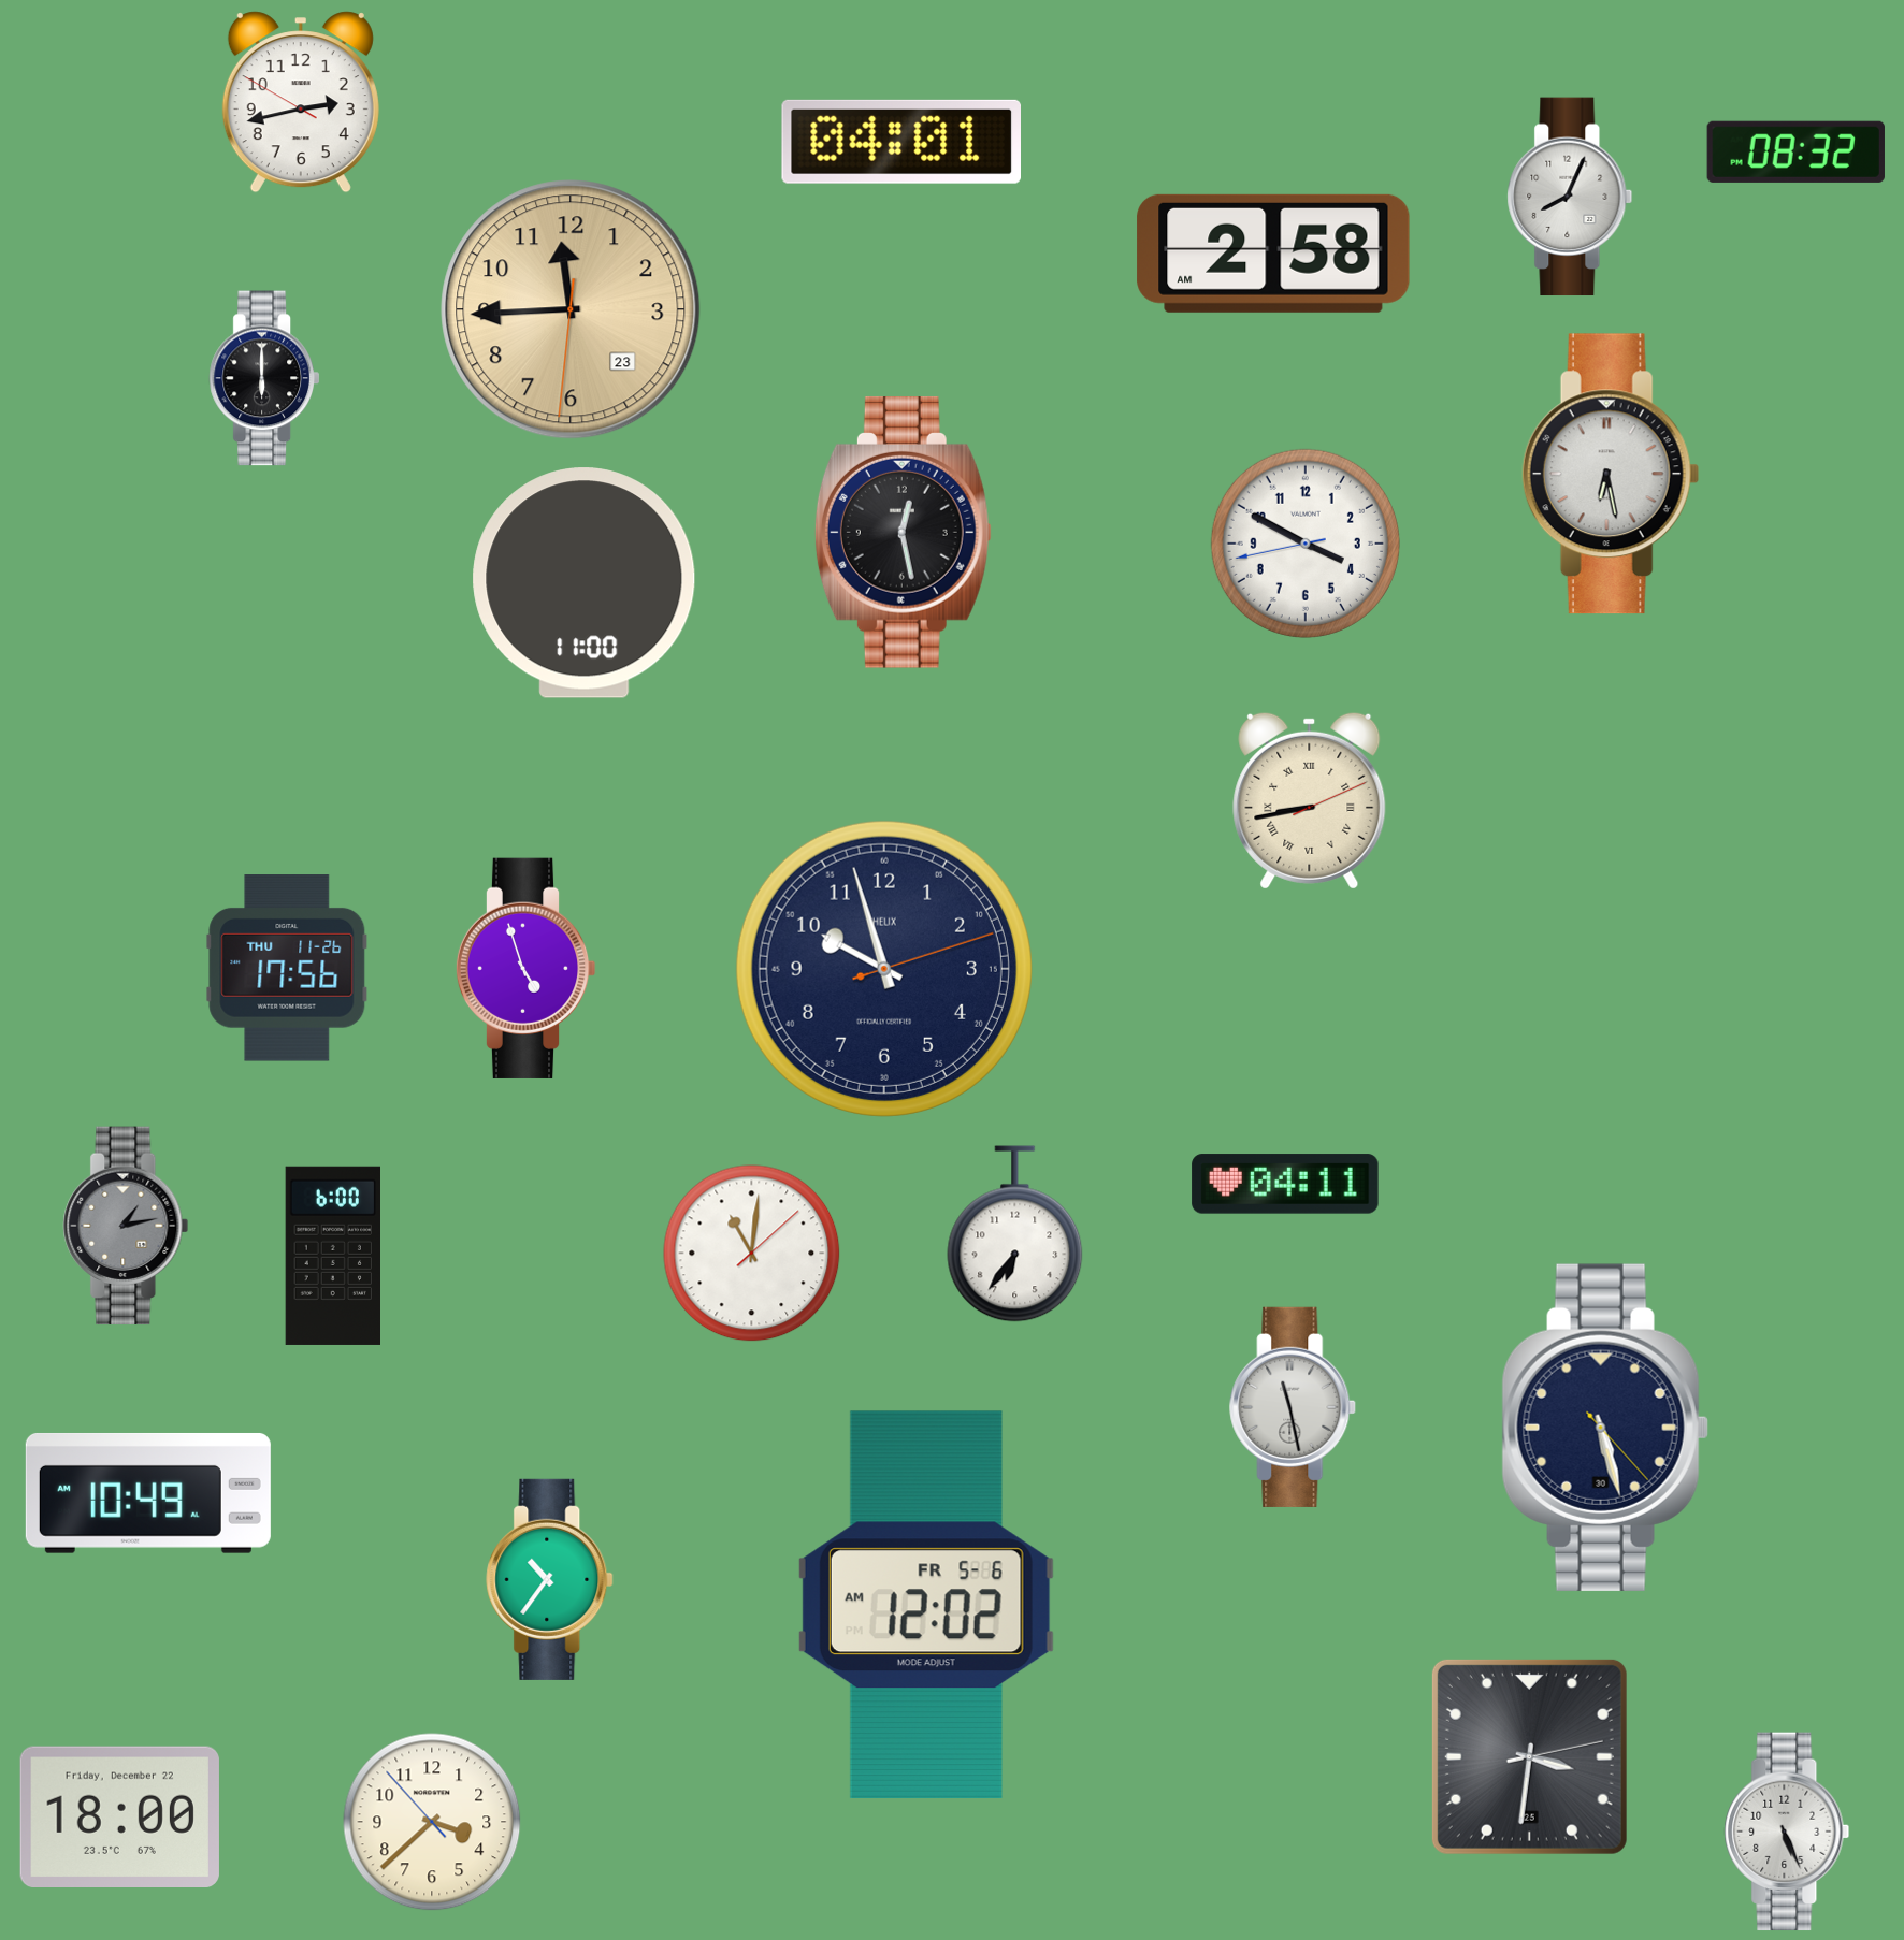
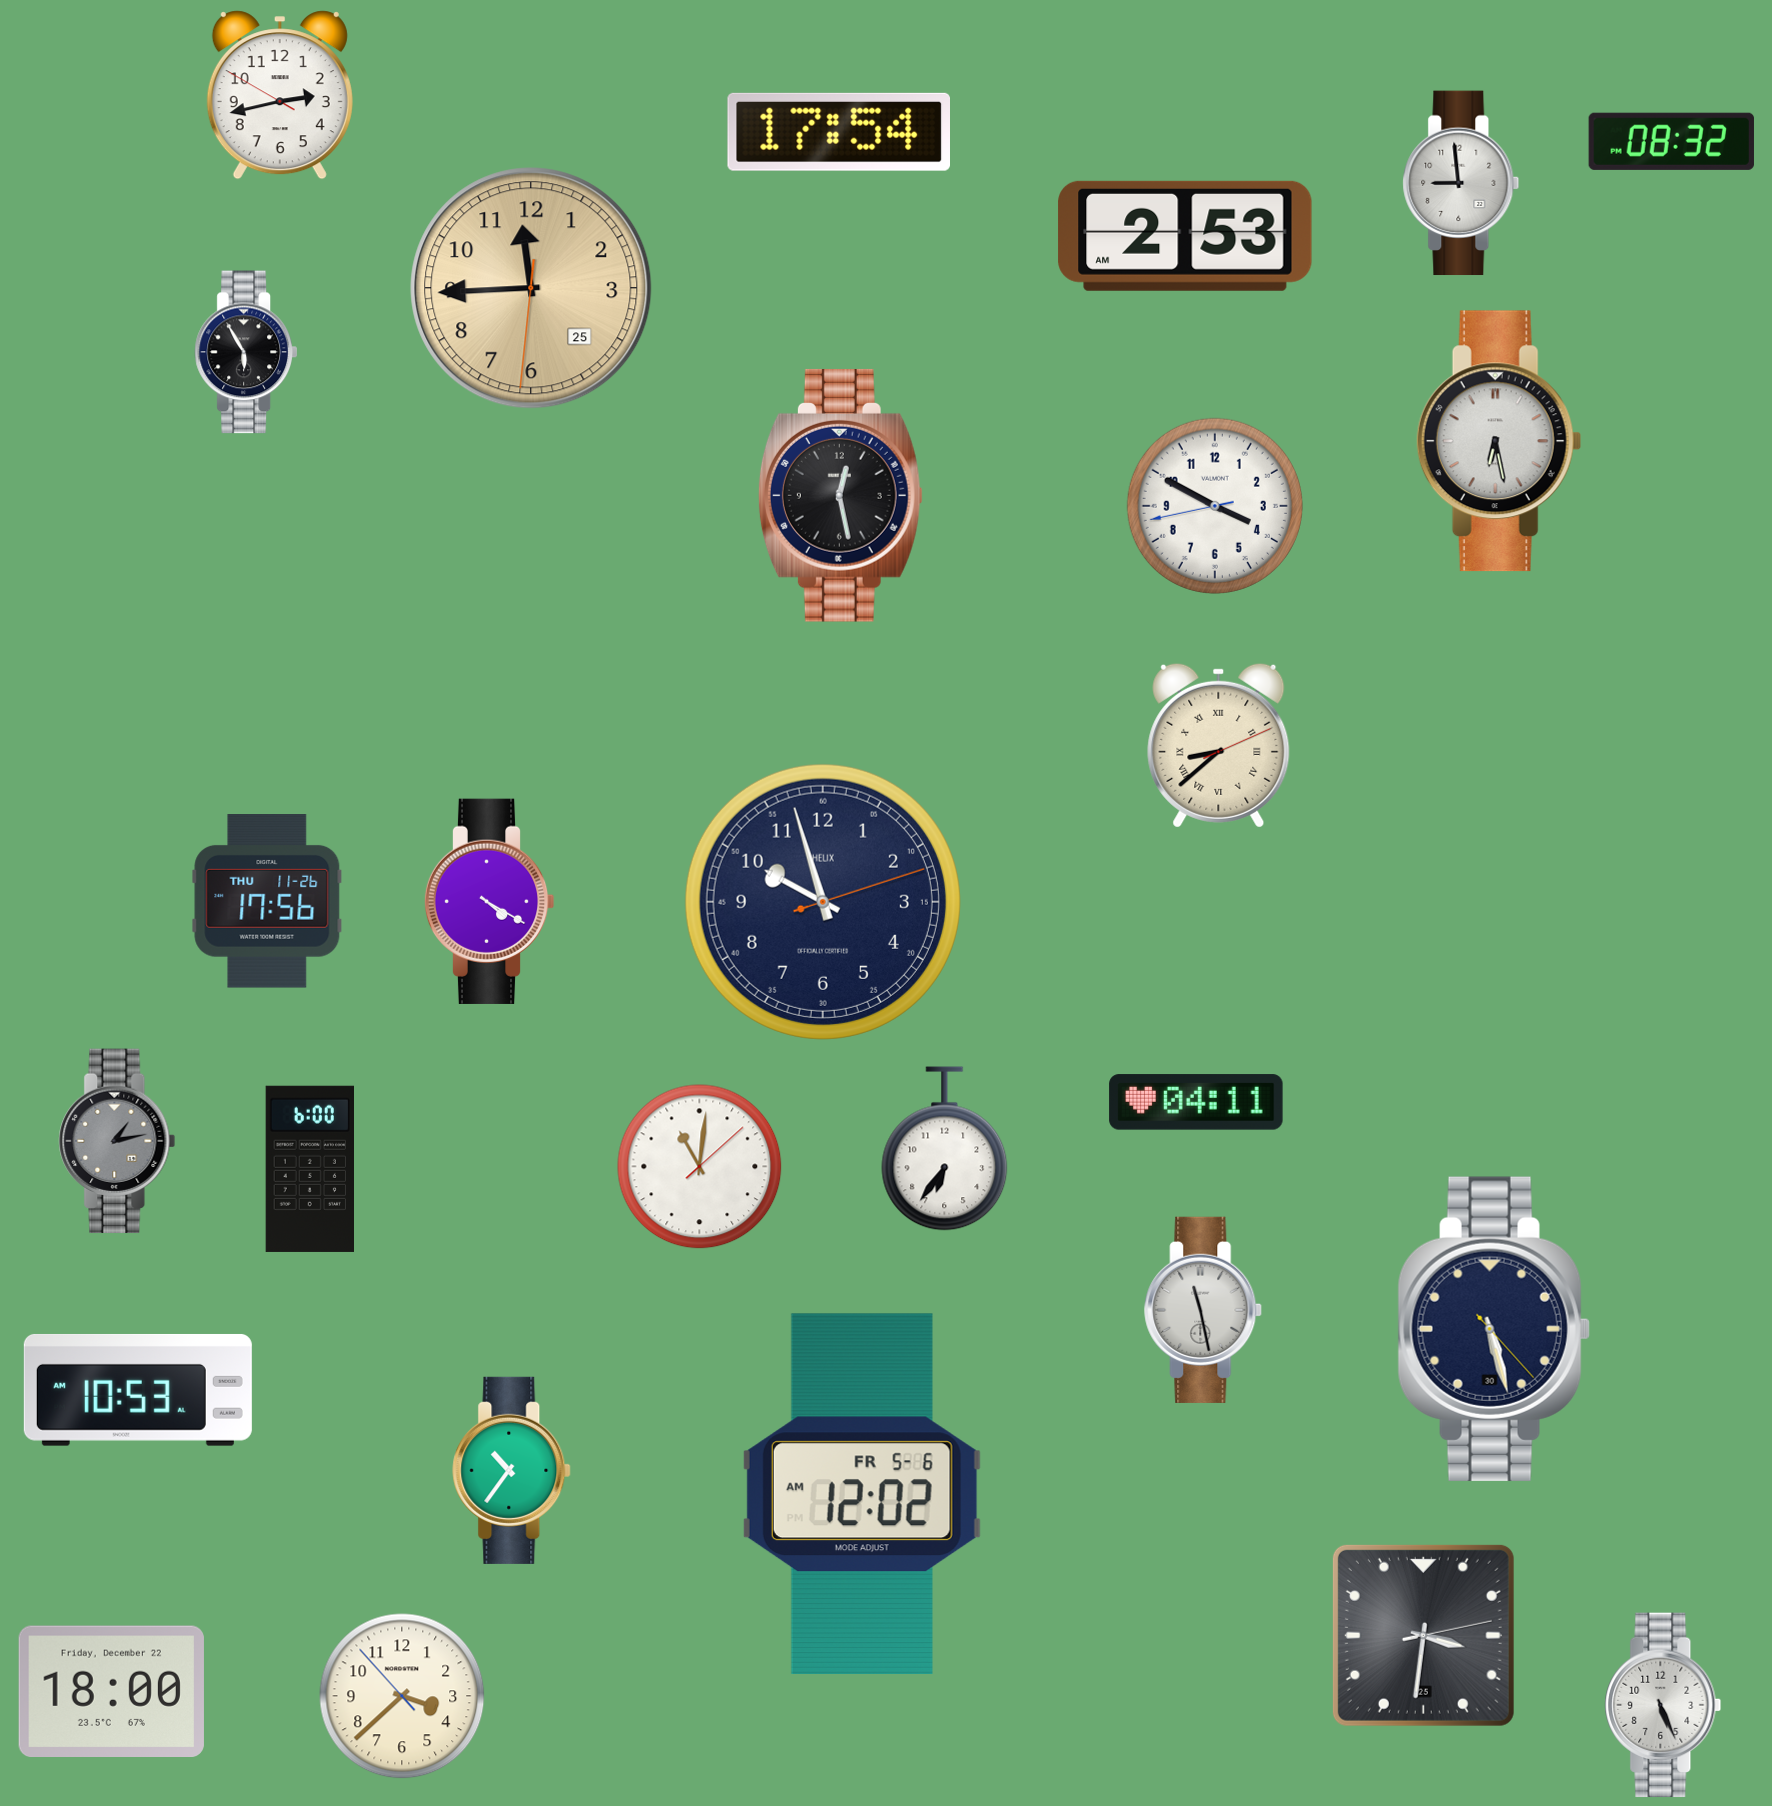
clock at (900, 142): 04:01 -> 17:54
clock at (1570, 197): 8:04 -> 8:59
clock at (1273, 254): 2:58 -> 2:53
clock at (571, 309) date: 23 -> 25
clock at (263, 378): 6:00 -> 5:55
clock at (585, 583): 11:00 -> none
clock at (1310, 800): 8:43 -> 8:38
clock at (525, 968): 4:57 -> 4:20
clock at (148, 1493): 10:49 -> 10:53
